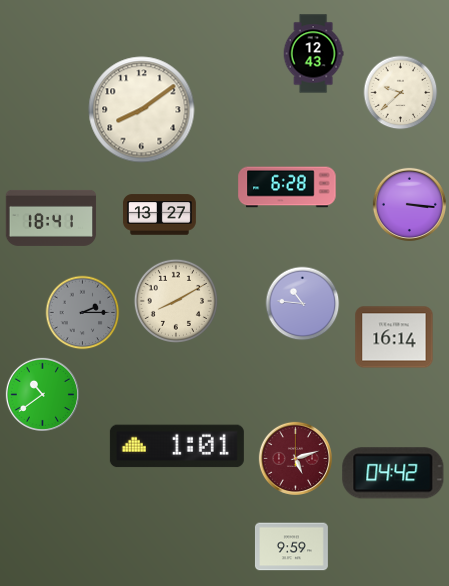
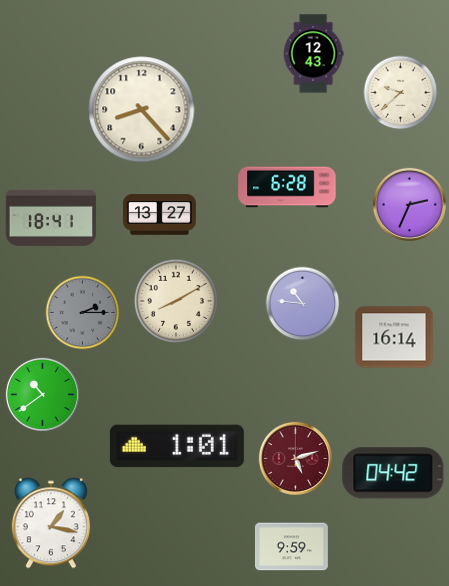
clock at (142, 110): 8:09 -> 8:23
clock at (409, 204): 3:16 -> 2:34
clock at (51, 523): none -> 1:17
